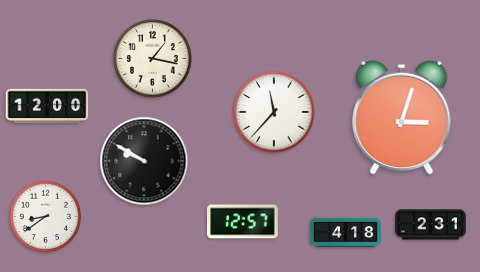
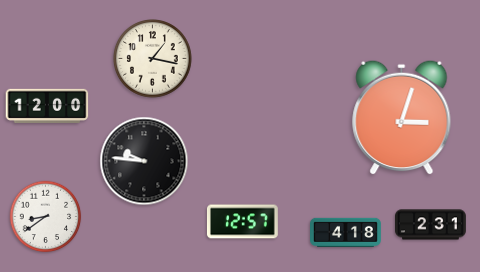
clock at (274, 112): 11:37 -> none
clock at (144, 161): 9:50 -> 9:46
